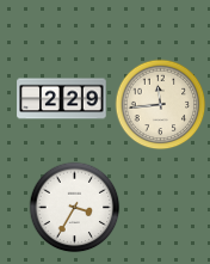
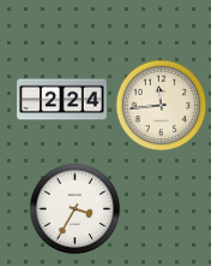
clock at (62, 99): 2:29 -> 2:24
